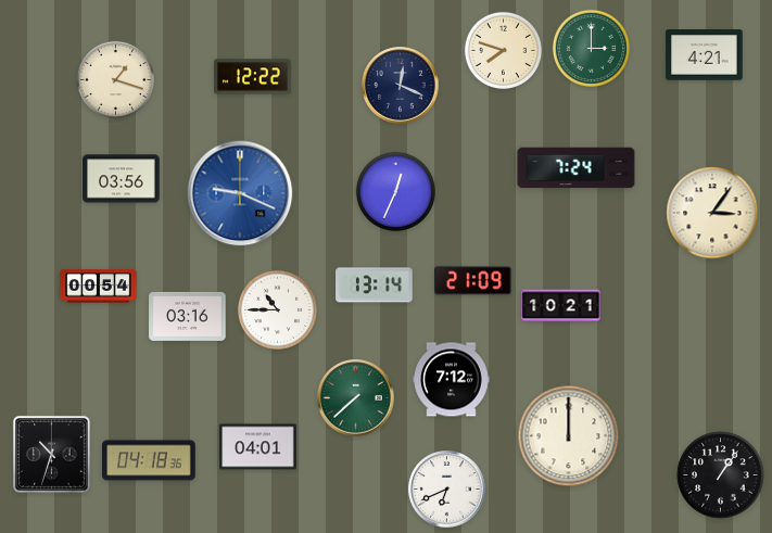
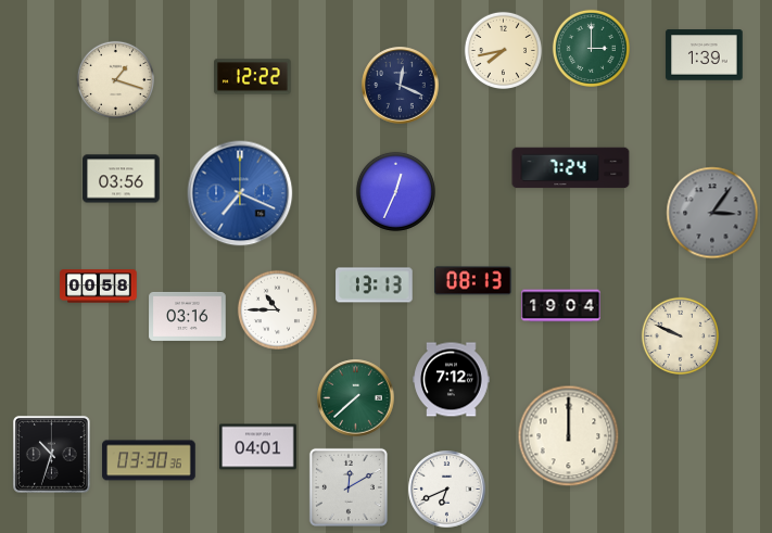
clock at (503, 50): 7:48 -> 7:43
clock at (705, 55): 4:21 -> 1:39
clock at (577, 168) position: (577, 168) -> (571, 168)
clock at (240, 193): 9:19 -> 7:19
clock at (712, 213) dial: cream -> grey
clock at (473, 281): 21:09 -> 08:13
clock at (375, 285): 13:14 -> 13:13
clock at (99, 287): 00:54 -> 00:58
clock at (561, 306): 10:21 -> 19:04
clock at (680, 335): none -> 9:49
clock at (149, 460): 04:18 -> 03:30
clock at (721, 475): 1:06 -> none
clock at (349, 487): none -> 12:10
